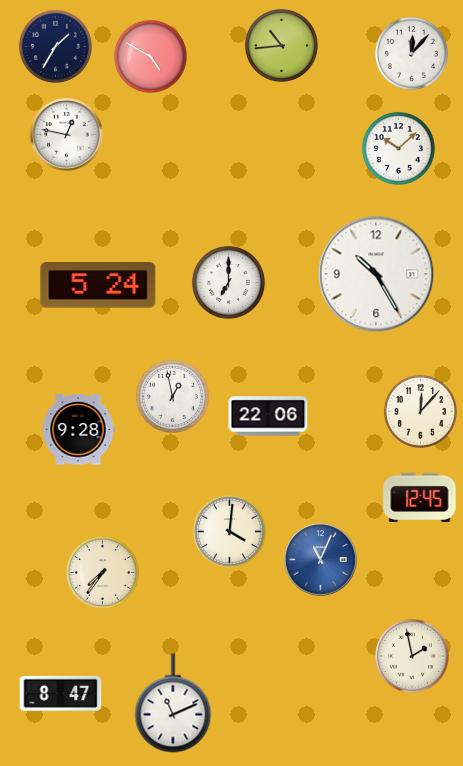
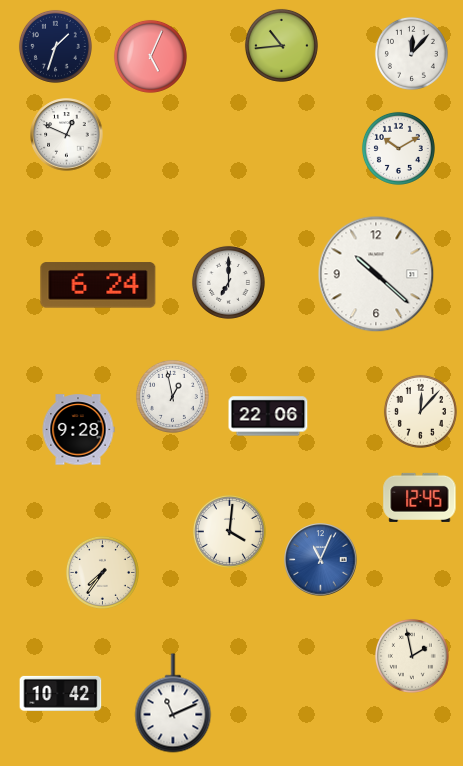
clock at (55, 46): 1:35 -> 1:33
clock at (150, 56): 4:50 -> 5:04
clock at (67, 135): 12:47 -> 12:49
clock at (398, 148): 10:08 -> 10:10
clock at (376, 274): 10:25 -> 10:22
clock at (98, 285): 5:24 -> 6:24
clock at (61, 693): 8:47 -> 10:42
